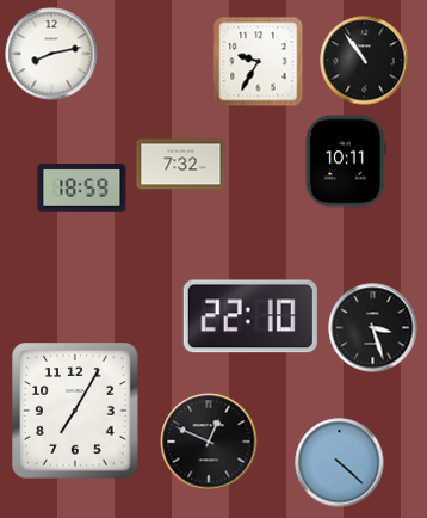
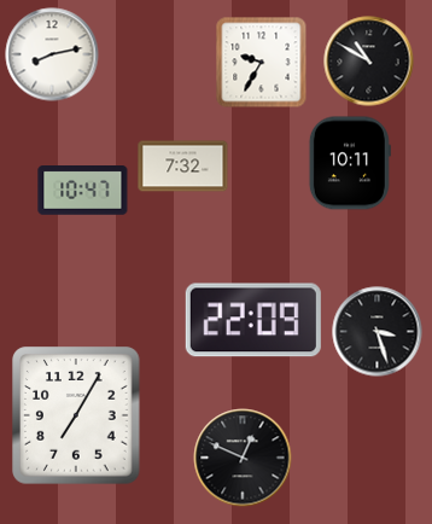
clock at (365, 61): 10:54 -> 10:50
clock at (82, 189): 18:59 -> 10:47
clock at (250, 316): 22:10 -> 22:09
clock at (209, 442) position: (209, 442) -> (243, 458)
clock at (340, 463): 4:22 -> none
